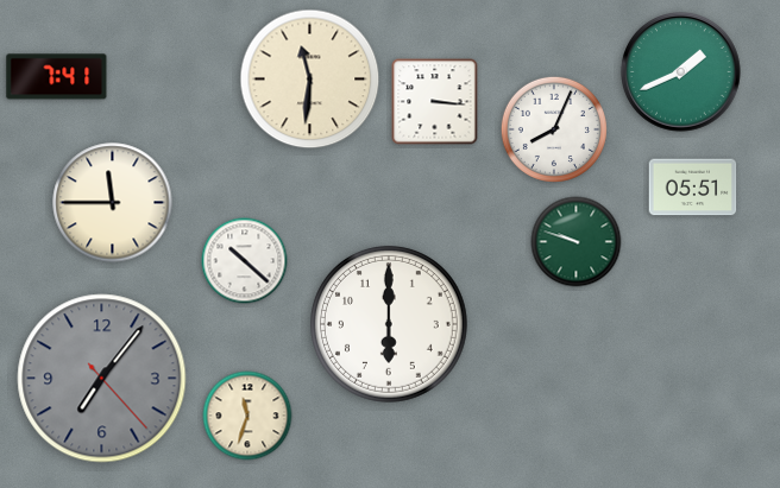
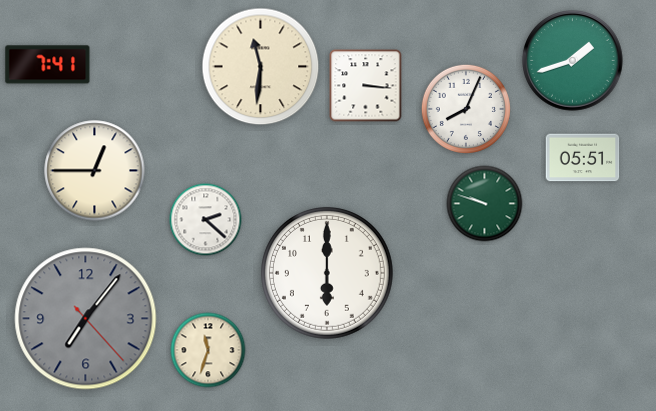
clock at (681, 72): 1:41 -> 1:42
clock at (113, 203): 11:45 -> 12:45
clock at (245, 261): 10:22 -> 2:22
